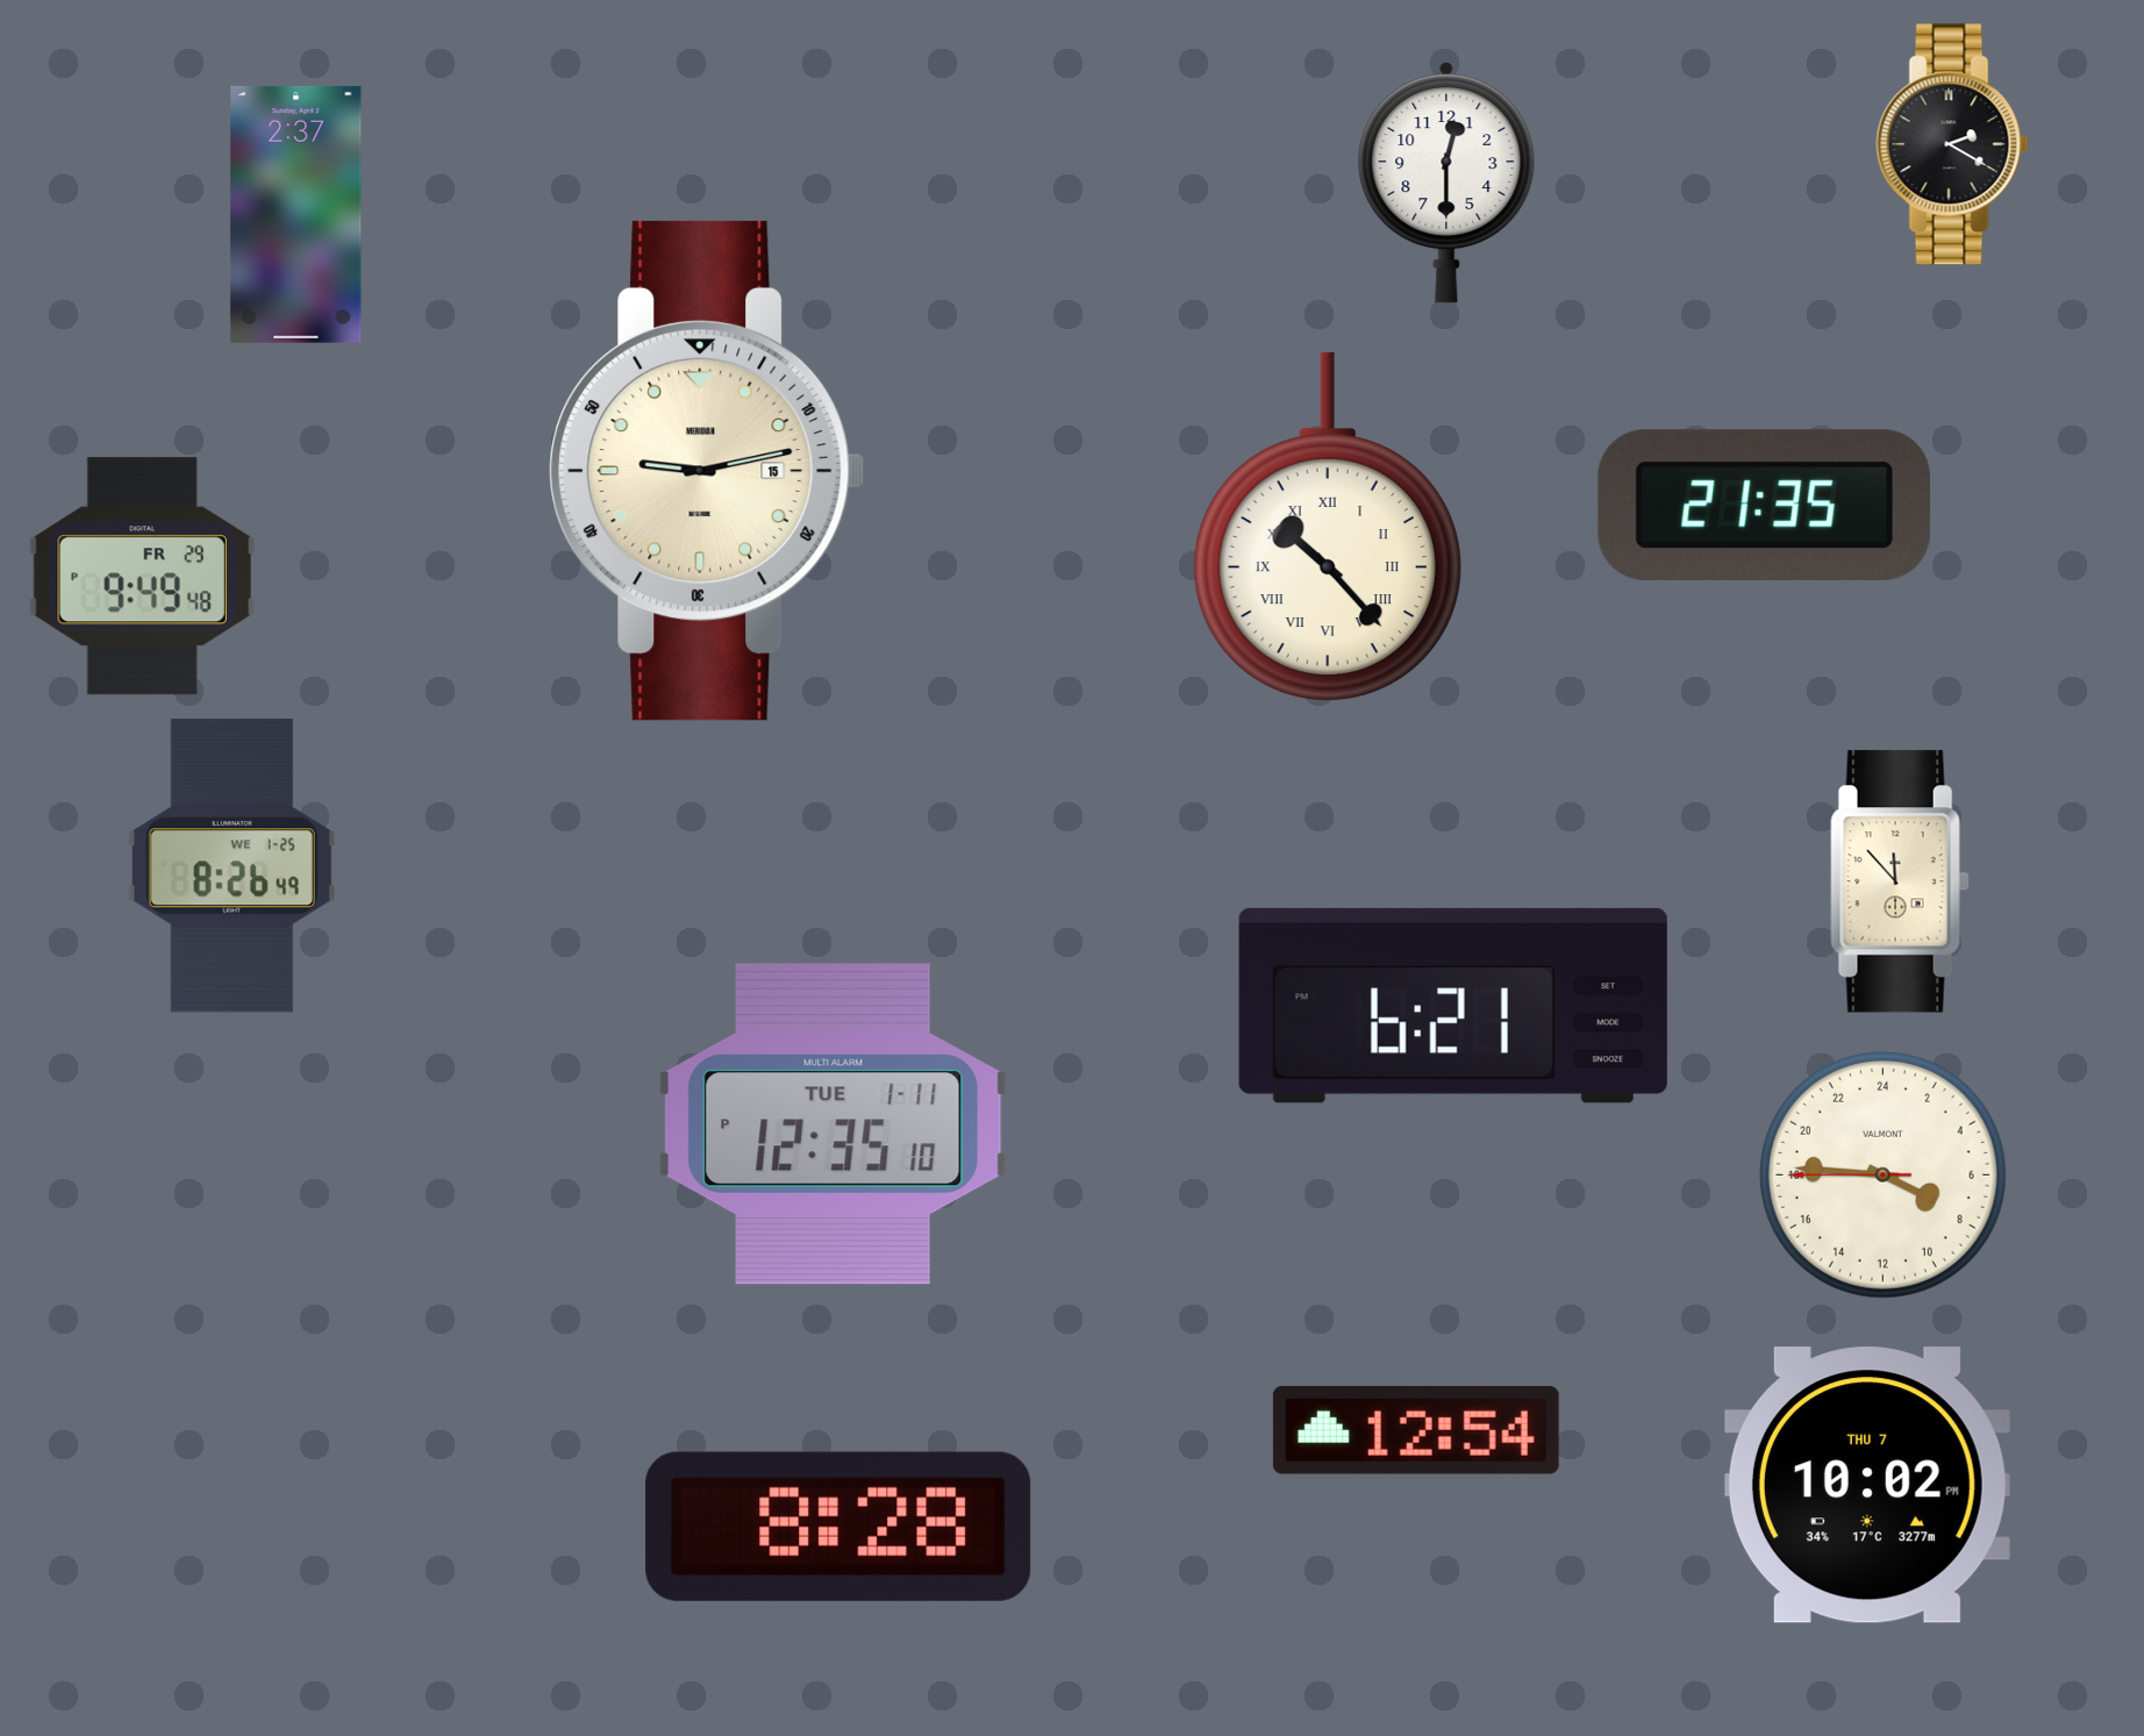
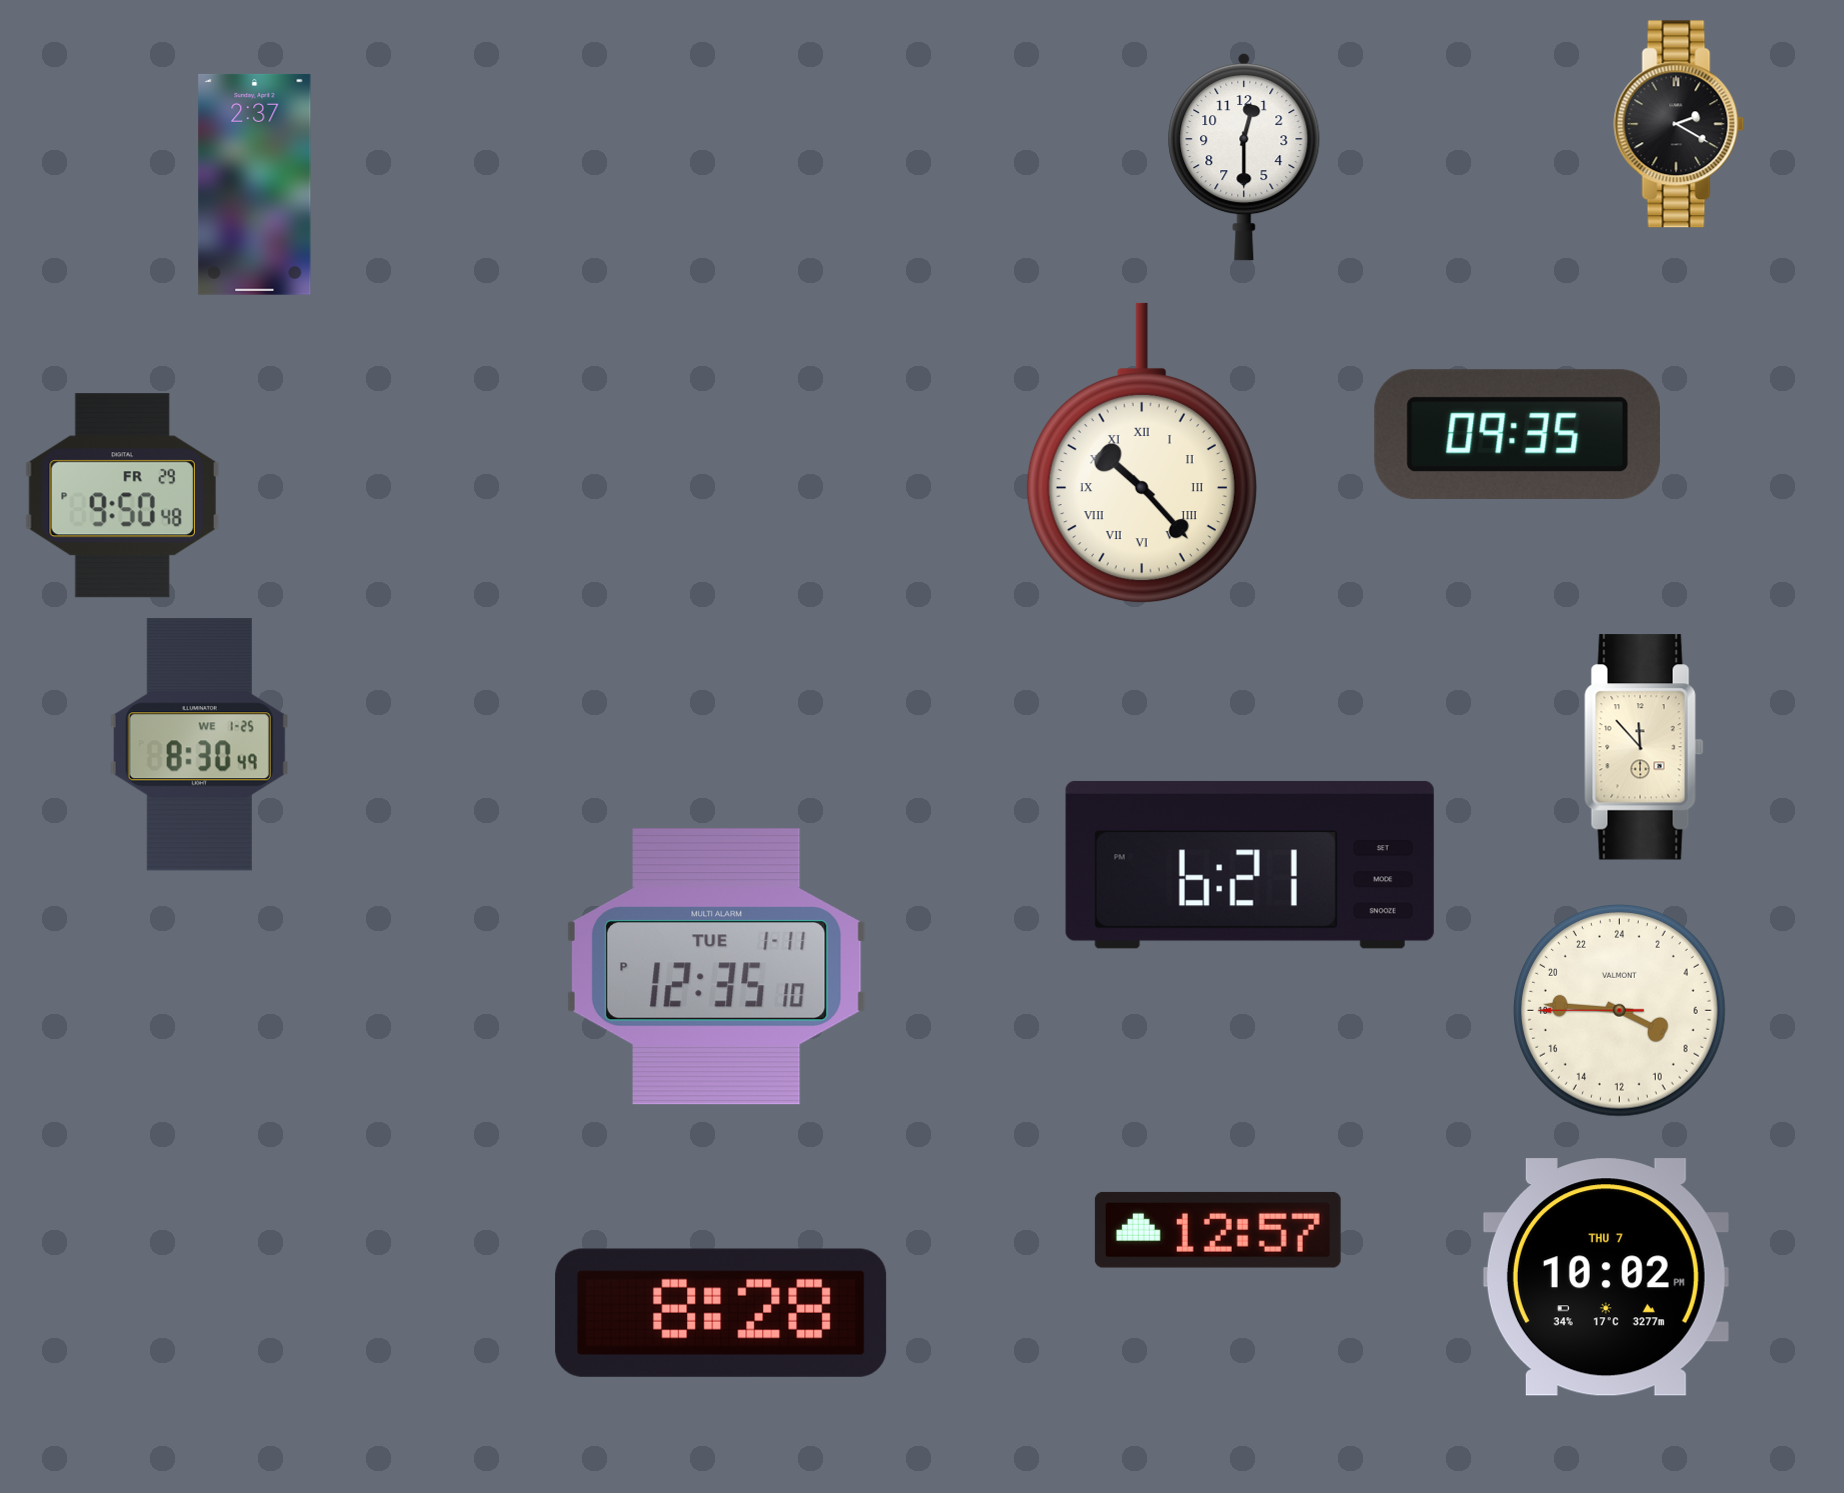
clock at (707, 471): 9:13 -> none
clock at (1764, 505): 21:35 -> 09:35
clock at (142, 577): 9:49 -> 9:50
clock at (231, 866): 8:26 -> 8:30
clock at (1900, 881) position: (1900, 881) -> (1644, 747)
clock at (1416, 1430): 12:54 -> 12:57
